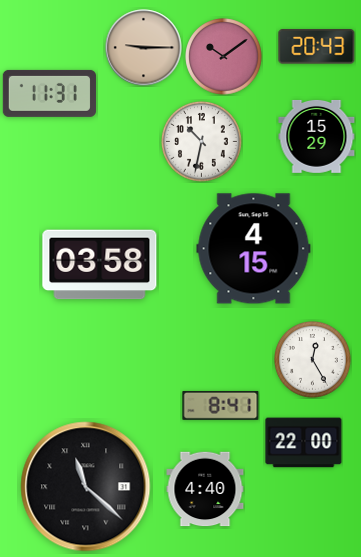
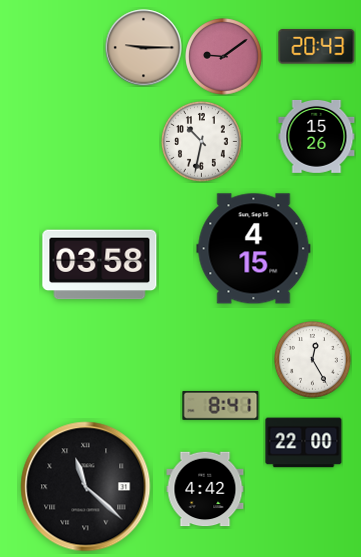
clock at (224, 57): 10:09 -> 9:09
clock at (49, 93): 11:31 -> none
clock at (317, 136): 15:29 -> 15:26
clock at (205, 489): 4:40 -> 4:42
